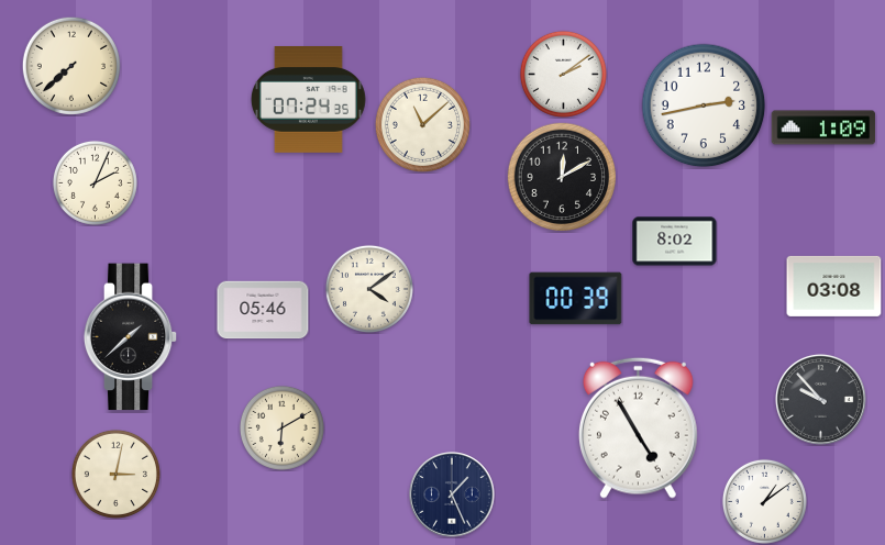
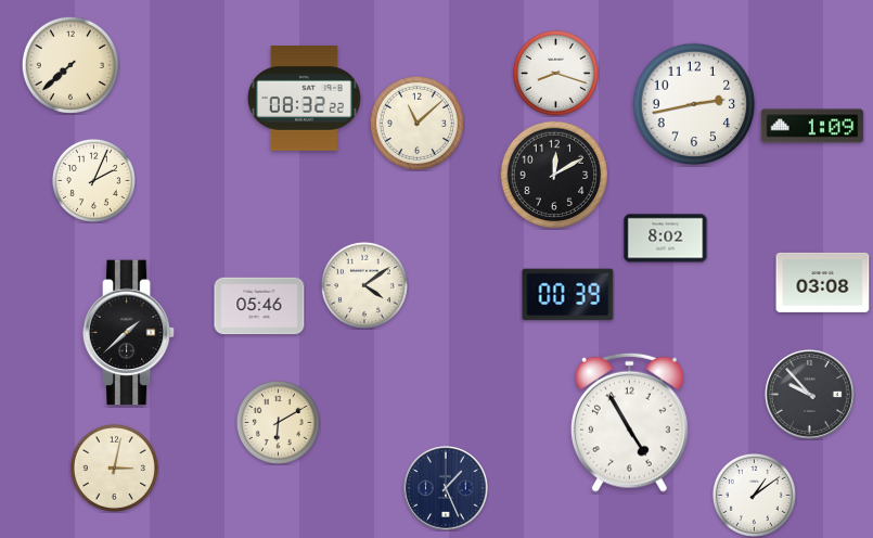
clock at (563, 74): 2:09 -> 8:18
clock at (308, 100): 07:24 -> 08:32
